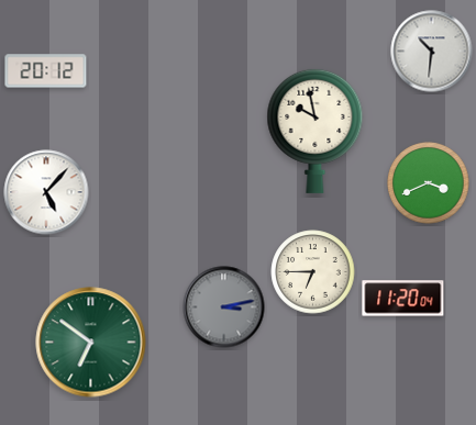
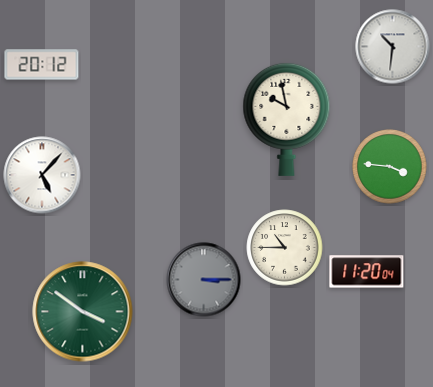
clock at (429, 183): 3:41 -> 3:46
clock at (313, 272): 6:45 -> 10:45
clock at (224, 307): 3:13 -> 3:15
clock at (91, 343): 6:51 -> 3:51
